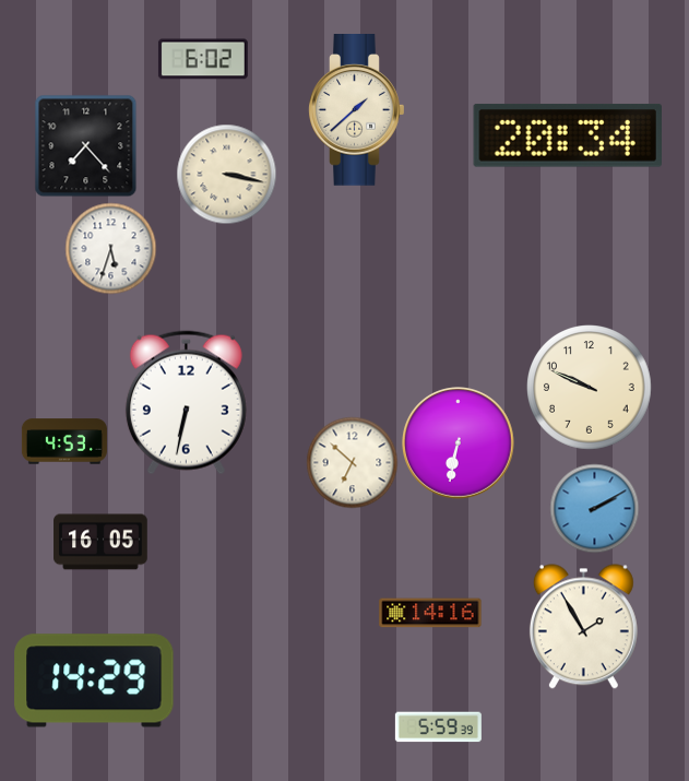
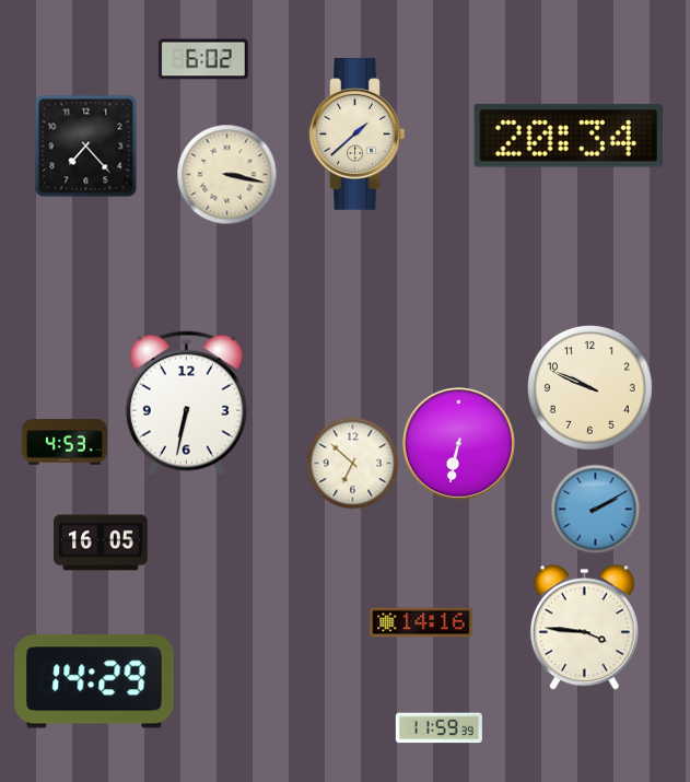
clock at (357, 110) position: (357, 110) -> (358, 135)
clock at (110, 248): 5:33 -> none
clock at (430, 613) position: (430, 613) -> (421, 622)
clock at (583, 627): 1:55 -> 3:46
clock at (438, 727): 5:59 -> 11:59
